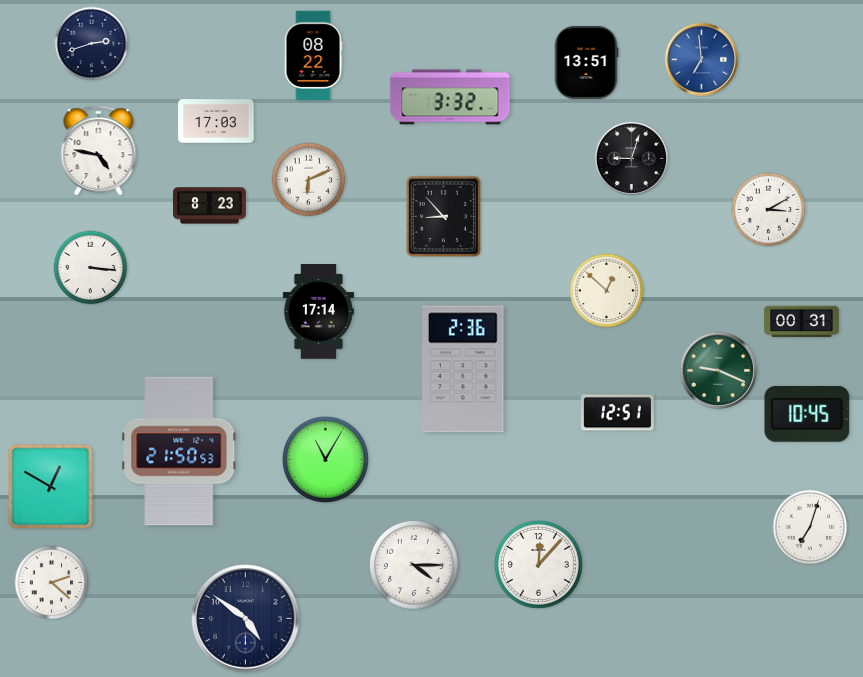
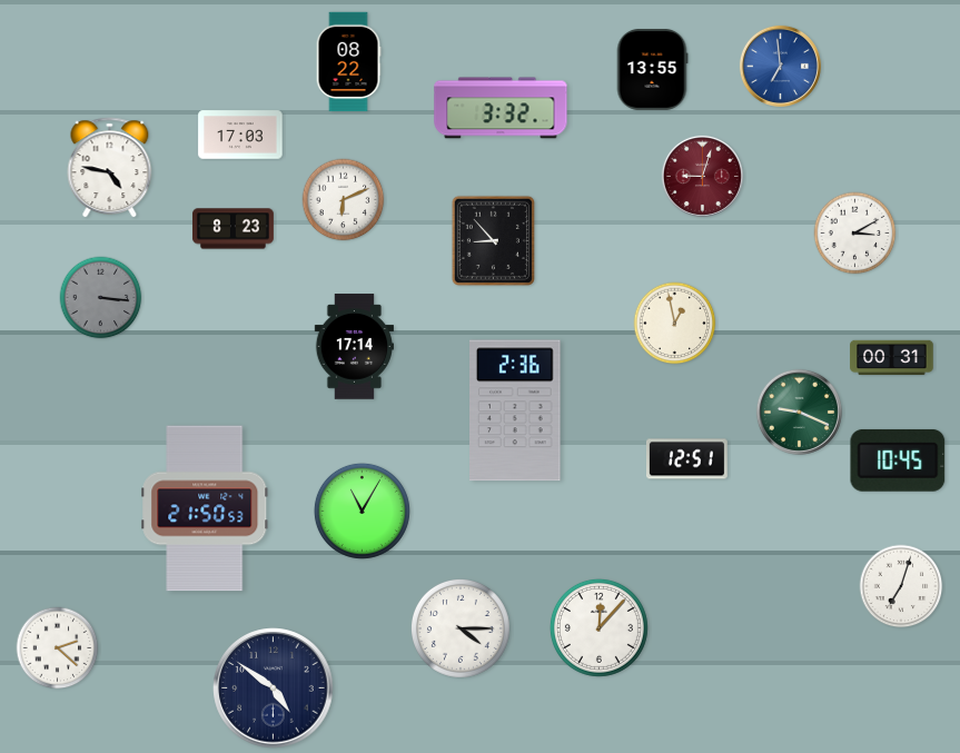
clock at (92, 44): 2:42 -> none
clock at (586, 62): 13:51 -> 13:55
clock at (631, 158) dial: black -> burgundy
clock at (91, 268) dial: white -> grey
clock at (607, 291): 12:52 -> 12:58
clock at (179, 451) position: (179, 451) -> (205, 508)
clock at (51, 487): 12:50 -> none
